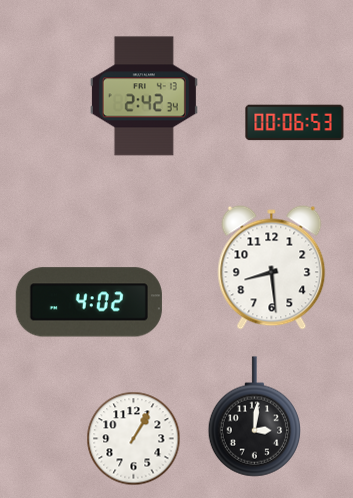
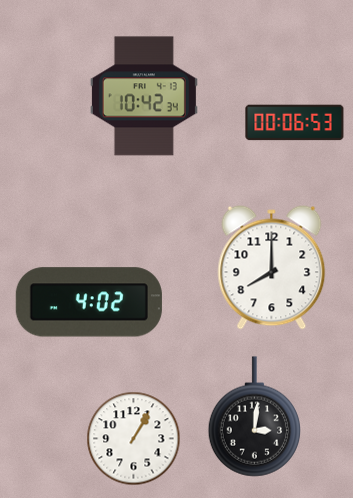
clock at (144, 96): 2:42 -> 10:42
clock at (272, 268): 8:29 -> 8:00
